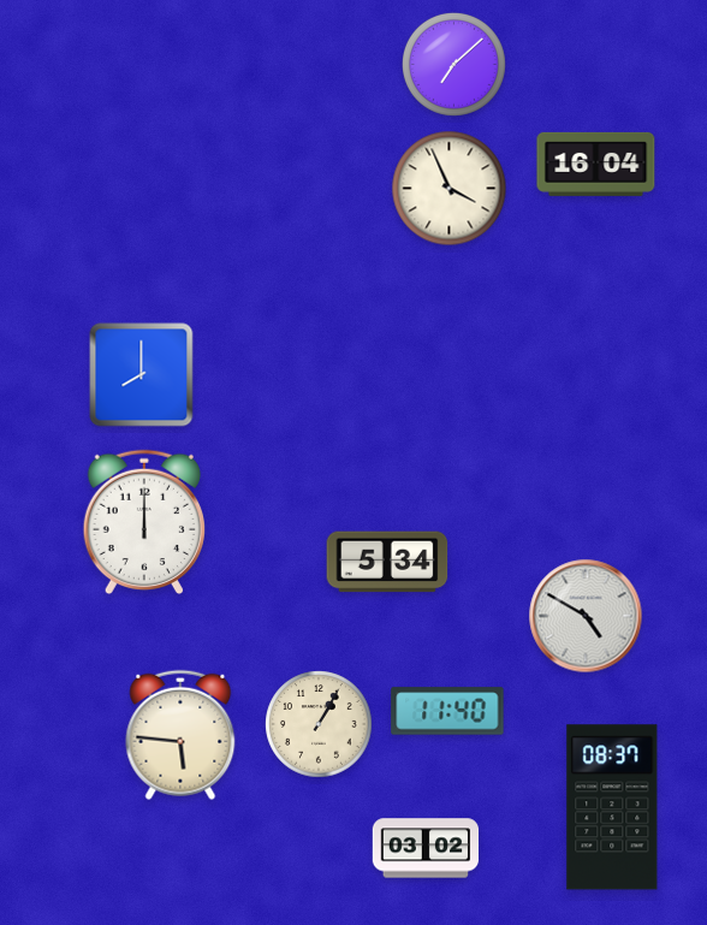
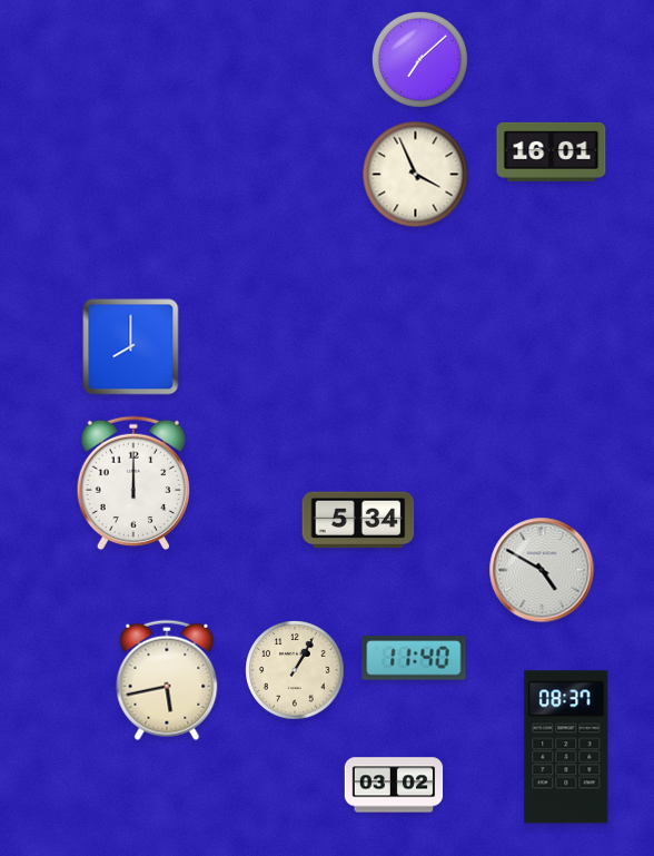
clock at (596, 164): 16:04 -> 16:01
clock at (180, 735): 5:46 -> 5:43
